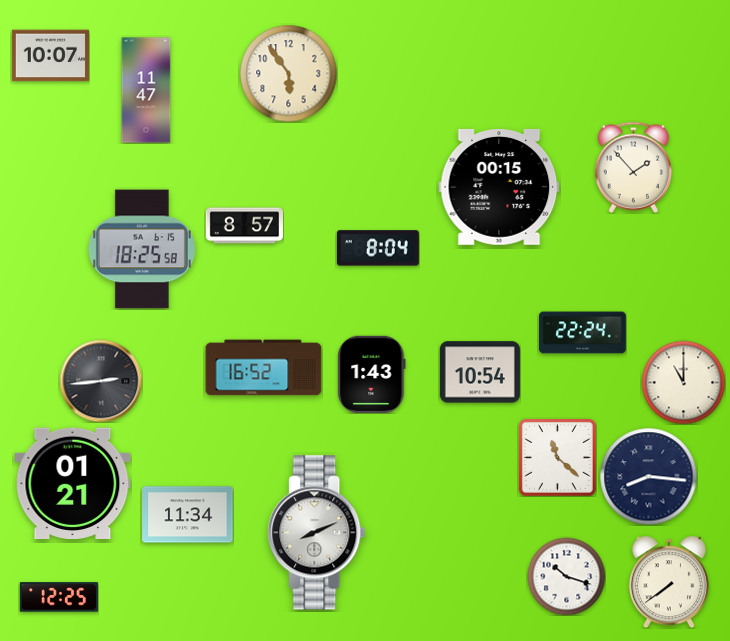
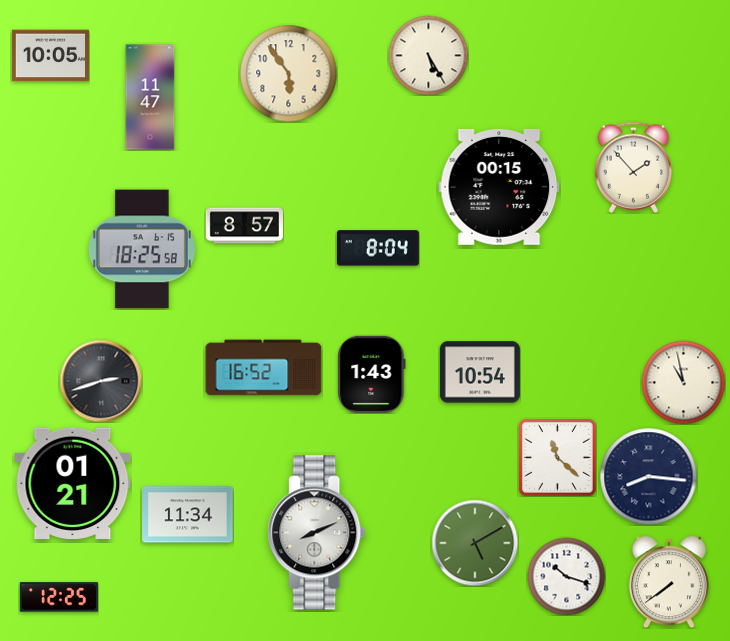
clock at (428, 55): none -> 5:25
clock at (50, 56): 10:07 -> 10:05
clock at (146, 90) position: (146, 90) -> (150, 97)
clock at (583, 333): 22:24 -> none
clock at (101, 381): 2:44 -> 2:42
clock at (683, 382): 11:00 -> 10:58
clock at (475, 543): none -> 5:10
